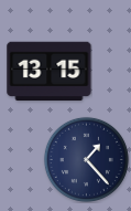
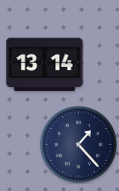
clock at (50, 72): 13:15 -> 13:14
